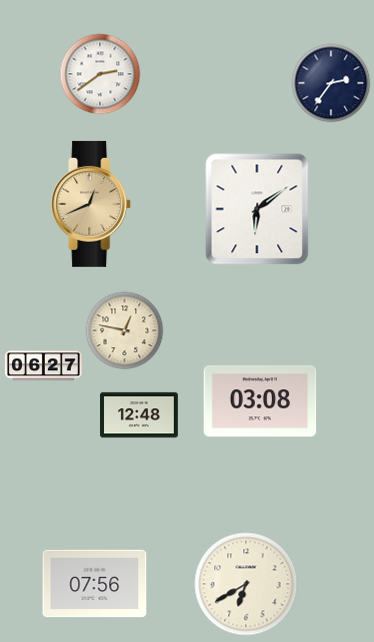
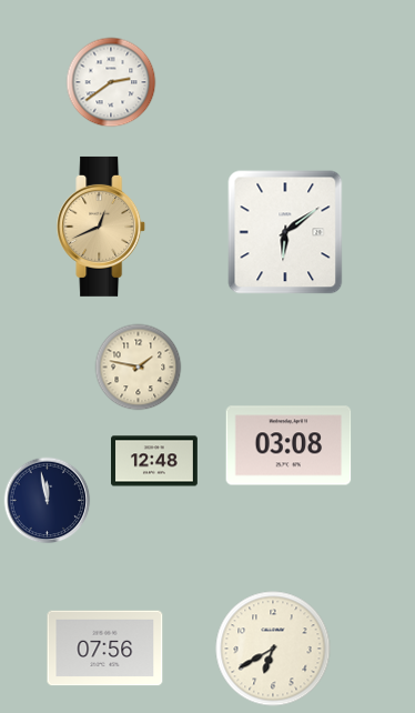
clock at (331, 83): 2:36 -> none
clock at (124, 330): 12:47 -> 1:47
clock at (44, 366): 06:27 -> none
clock at (47, 500): none -> 11:58
